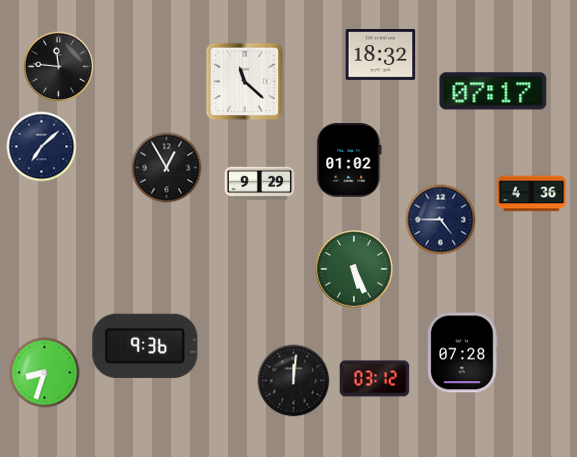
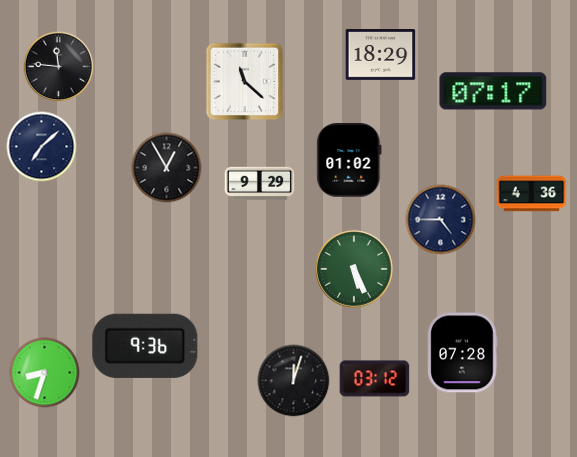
clock at (381, 55): 18:32 -> 18:29
clock at (294, 381): 12:01 -> 12:03
